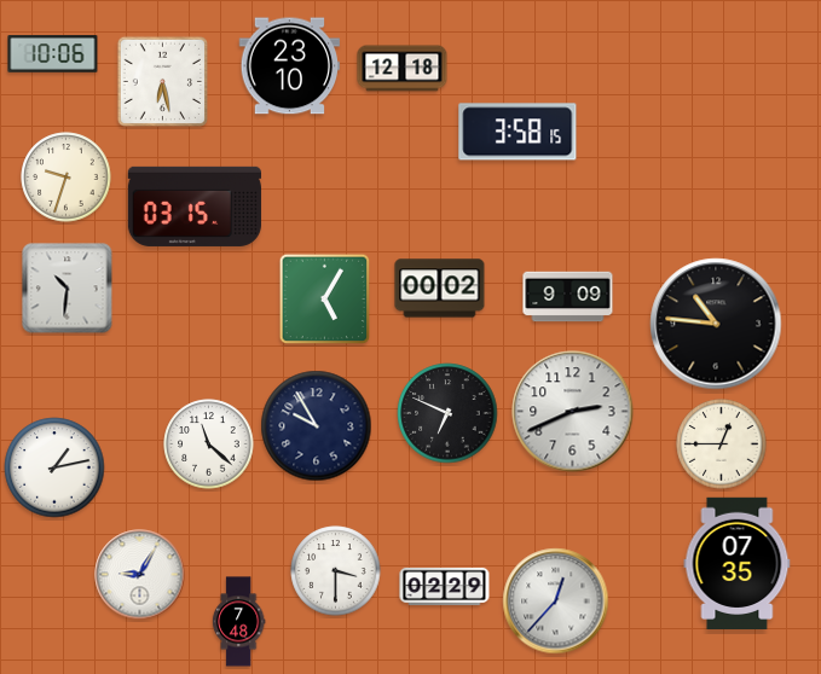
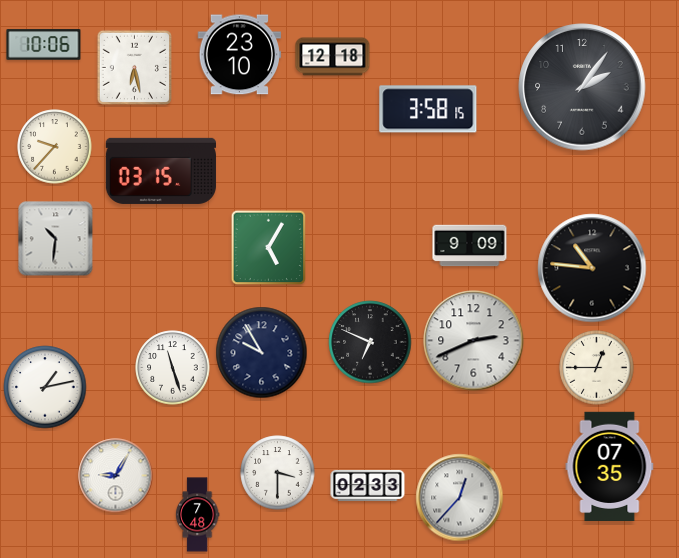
clock at (582, 87): none -> 2:06
clock at (67, 178): 9:33 -> 9:37
clock at (440, 289): 00:02 -> none
clock at (209, 445): 11:22 -> 11:27
clock at (445, 586): 02:29 -> 02:33
